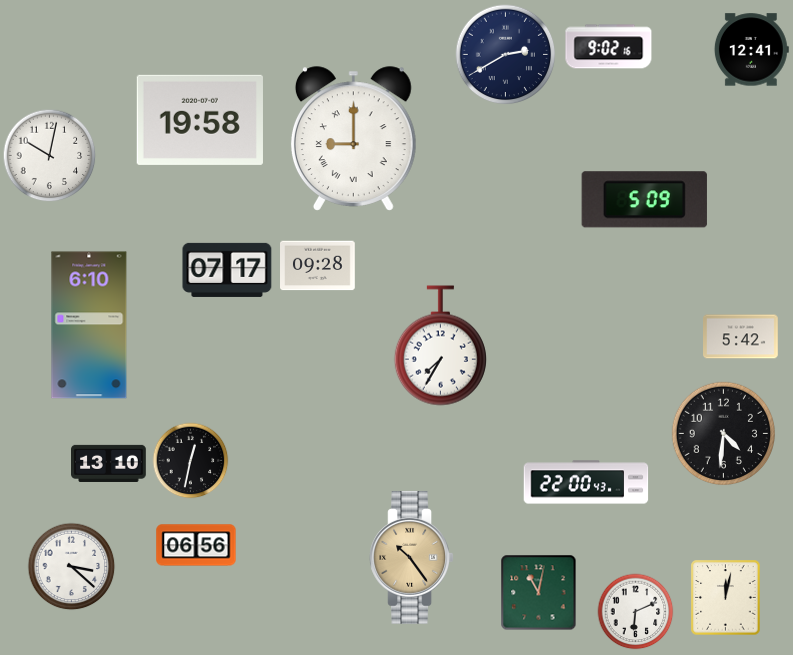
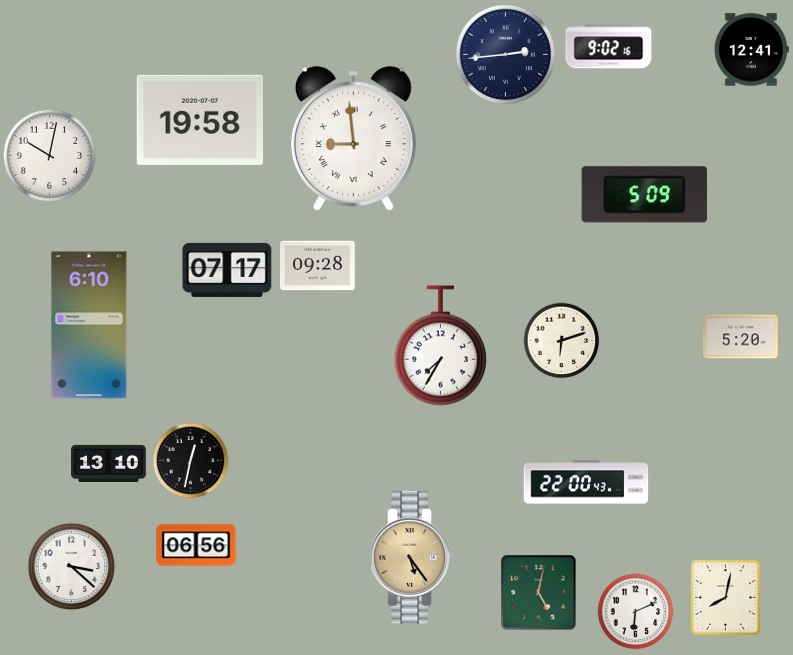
clock at (506, 55): 2:40 -> 2:44
clock at (353, 139): 9:00 -> 8:59
clock at (644, 200) position: (644, 200) -> (644, 195)
clock at (741, 337): 5:42 -> 5:20
clock at (562, 341): none -> 6:12
clock at (724, 434): 4:31 -> none
clock at (412, 557): 10:24 -> 5:24
clock at (539, 593): 11:02 -> 5:02
clock at (726, 598): 12:02 -> 8:02
